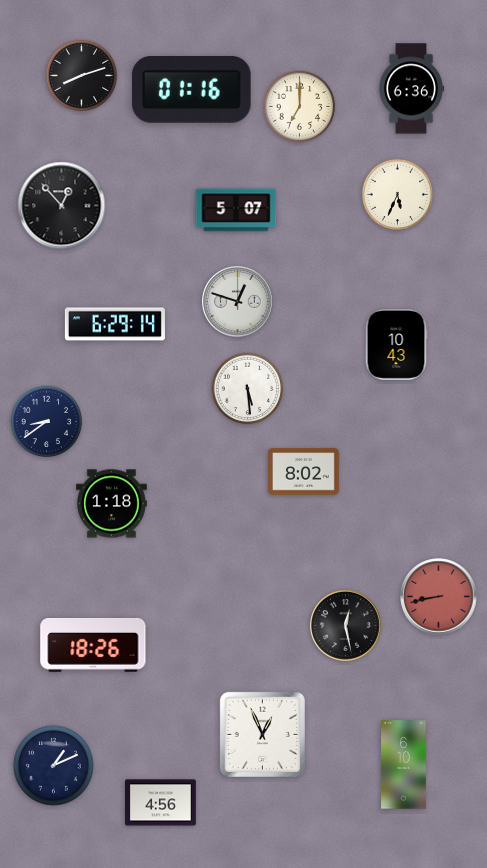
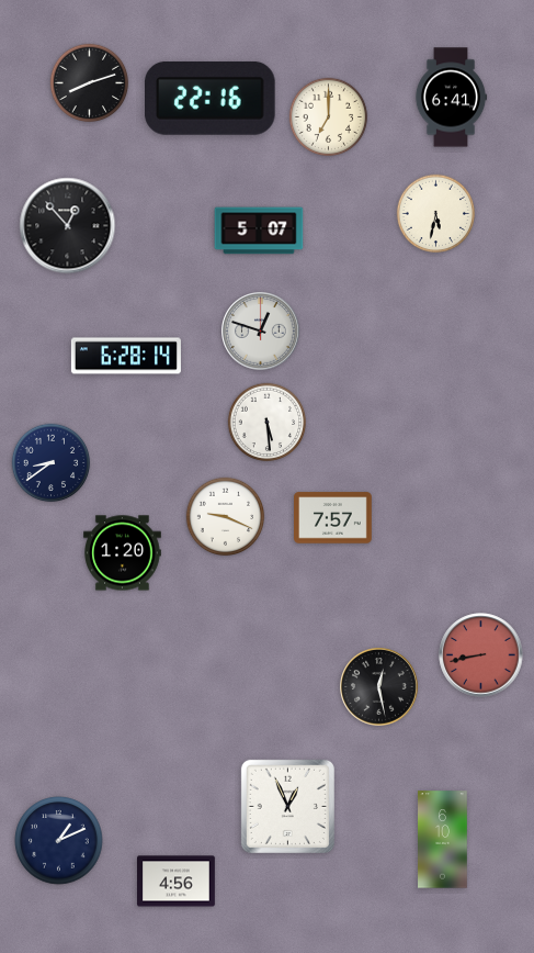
clock at (192, 89): 01:16 -> 22:16
clock at (411, 89): 6:36 -> 6:41
clock at (398, 195): 5:34 -> 5:32
clock at (115, 324): 6:29 -> 6:28
clock at (396, 345): 10:43 -> none
clock at (248, 389) position: (248, 389) -> (268, 423)
clock at (226, 517): none -> 9:19
clock at (304, 472): 8:02 -> 7:57
clock at (112, 504): 1:18 -> 1:20
clock at (93, 646): 18:26 -> none
